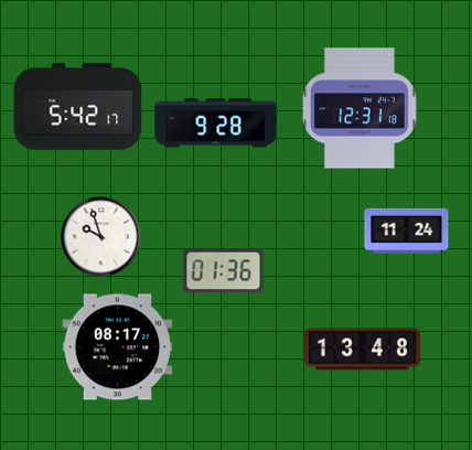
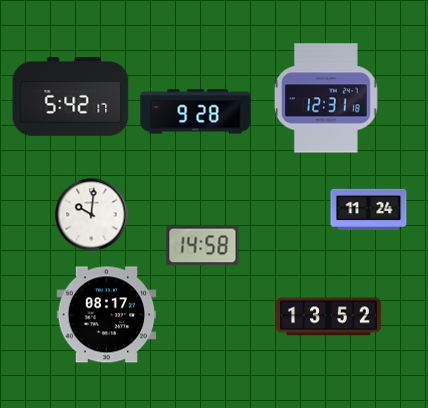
clock at (101, 237): 9:57 -> 10:01
clock at (224, 271): 01:36 -> 14:58
clock at (363, 350): 13:48 -> 13:52
